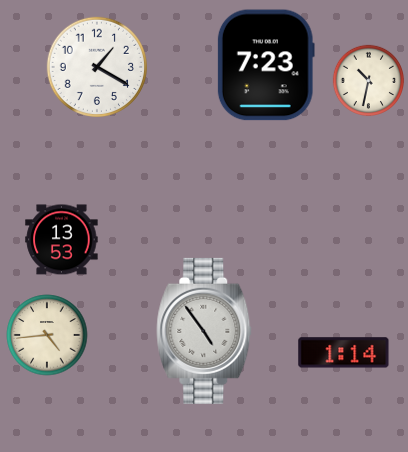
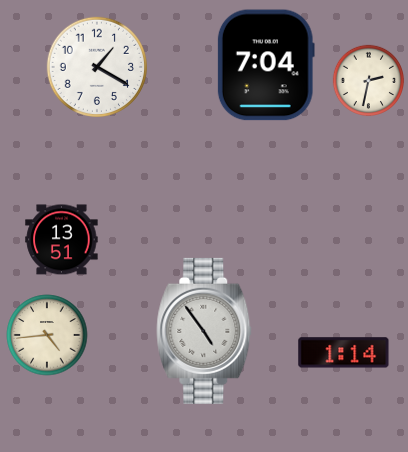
clock at (266, 65): 7:23 -> 7:04
clock at (369, 81): 10:32 -> 2:32
clock at (62, 240): 13:53 -> 13:51
